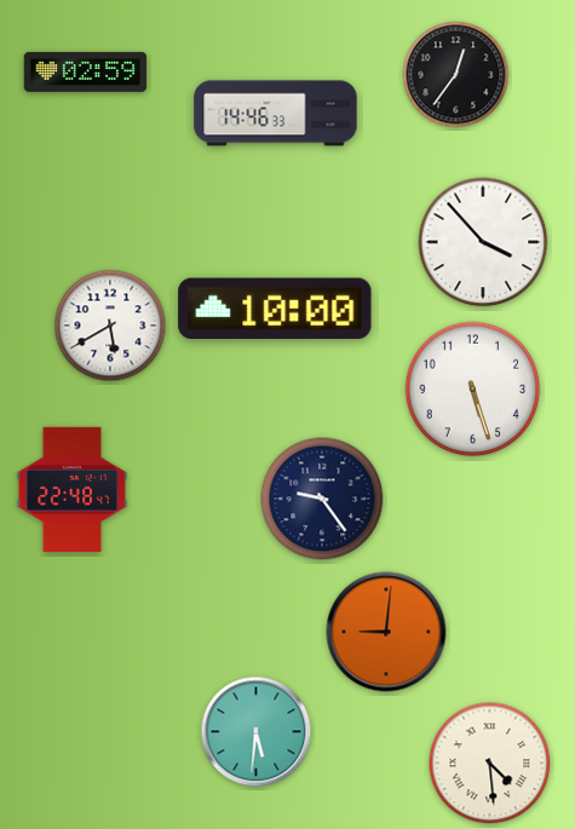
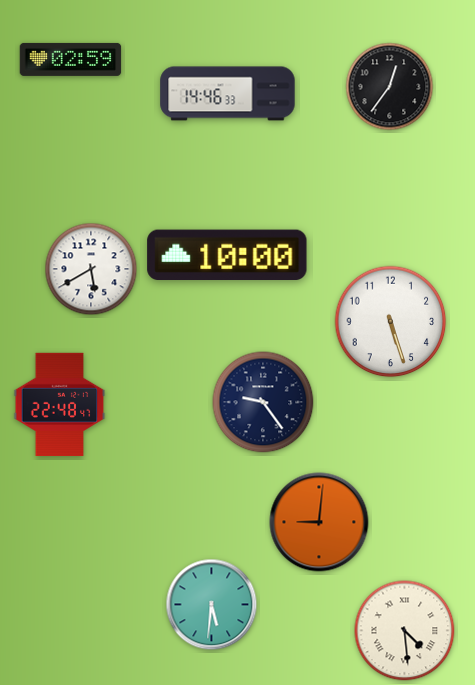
clock at (456, 75) position: (456, 75) -> (390, 87)
clock at (483, 242): 3:53 -> none
clock at (322, 499) position: (322, 499) -> (263, 402)
